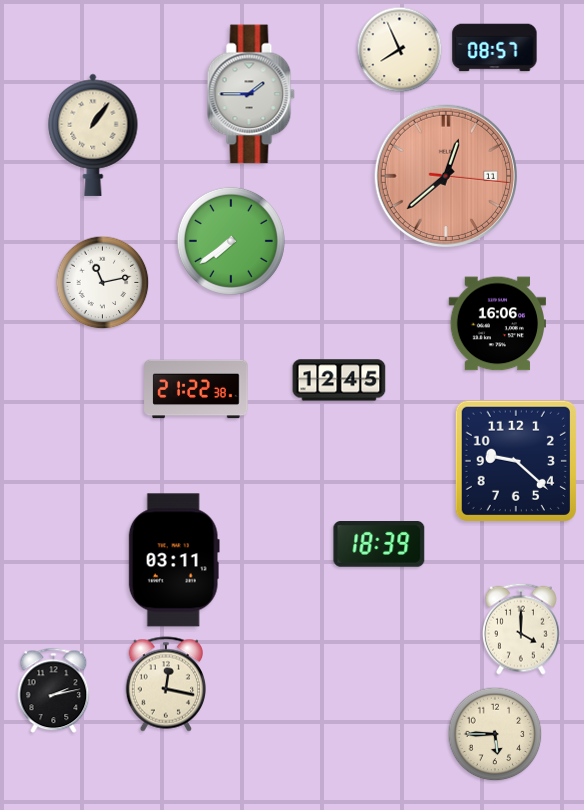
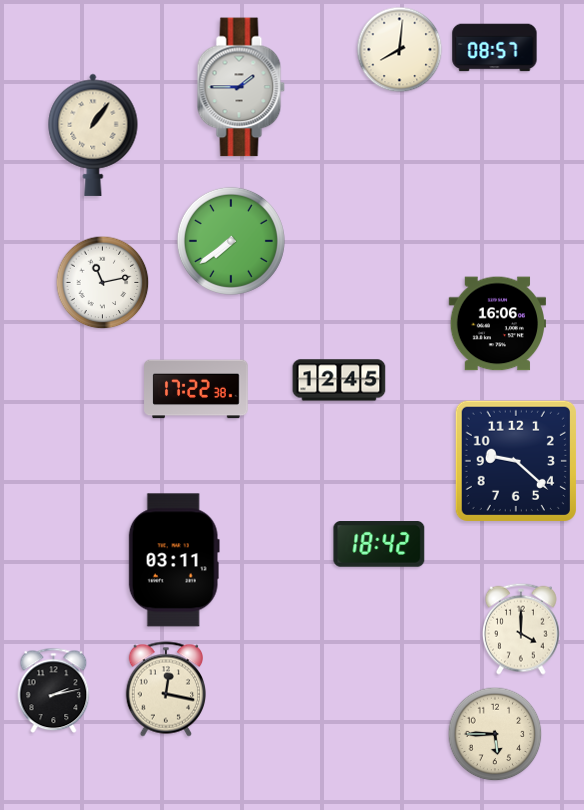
clock at (400, 50): 7:56 -> 8:01
clock at (251, 94) position: (251, 94) -> (241, 87)
clock at (446, 176): 12:38 -> none
clock at (196, 389): 21:22 -> 17:22
clock at (379, 544): 18:39 -> 18:42
clock at (165, 684) position: (165, 684) -> (165, 689)
